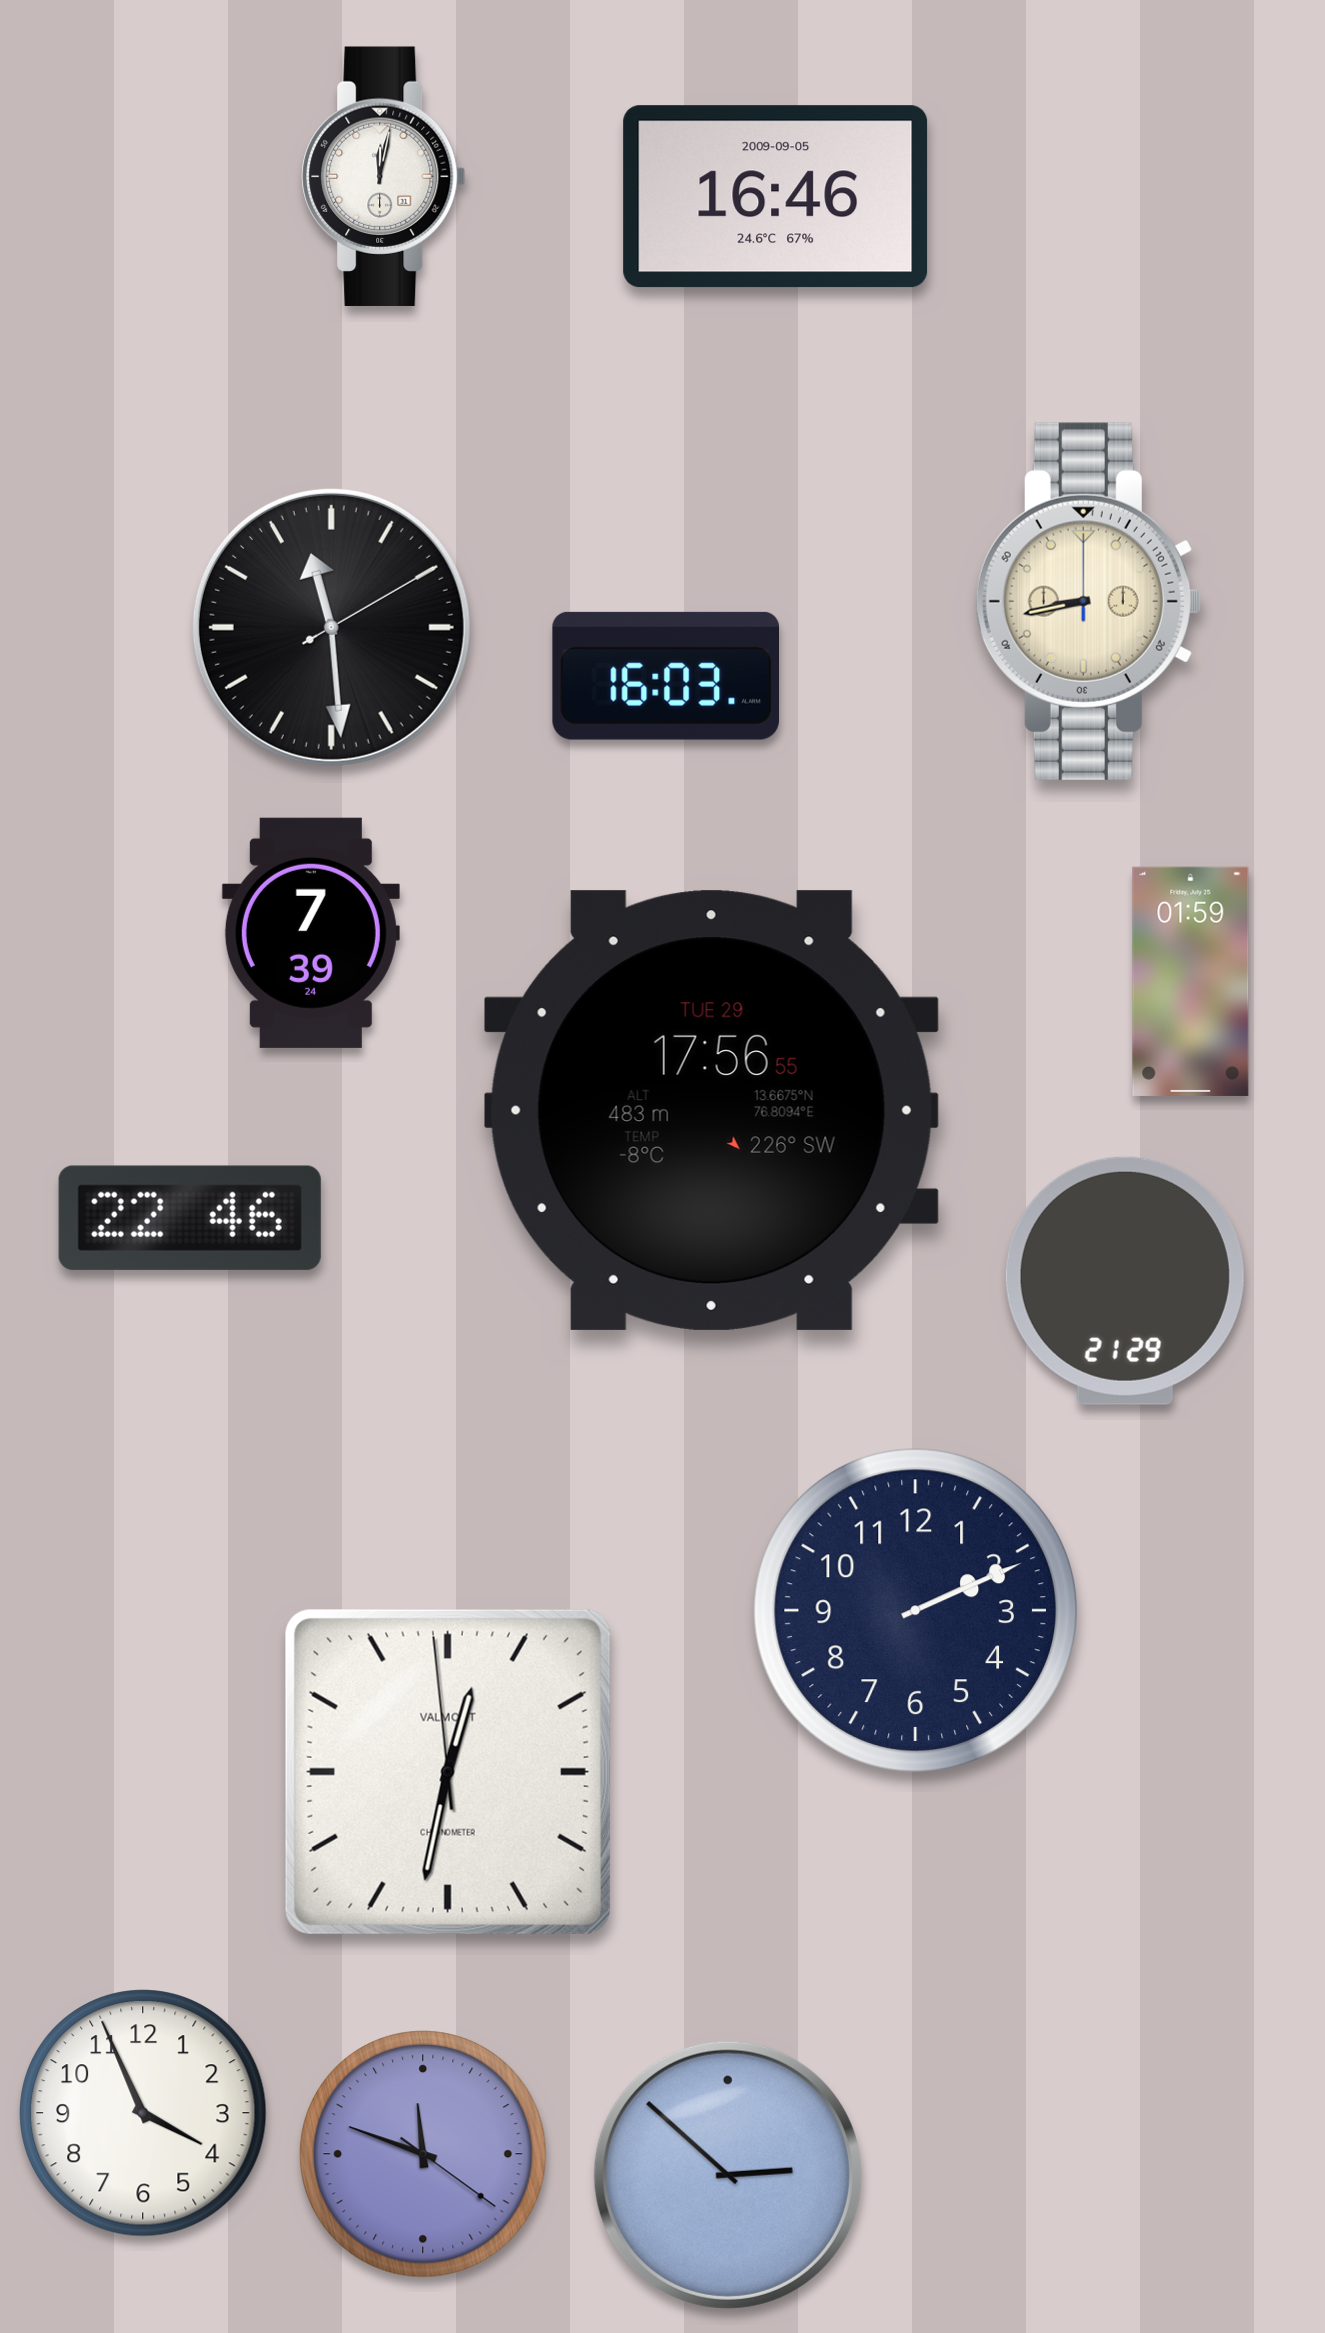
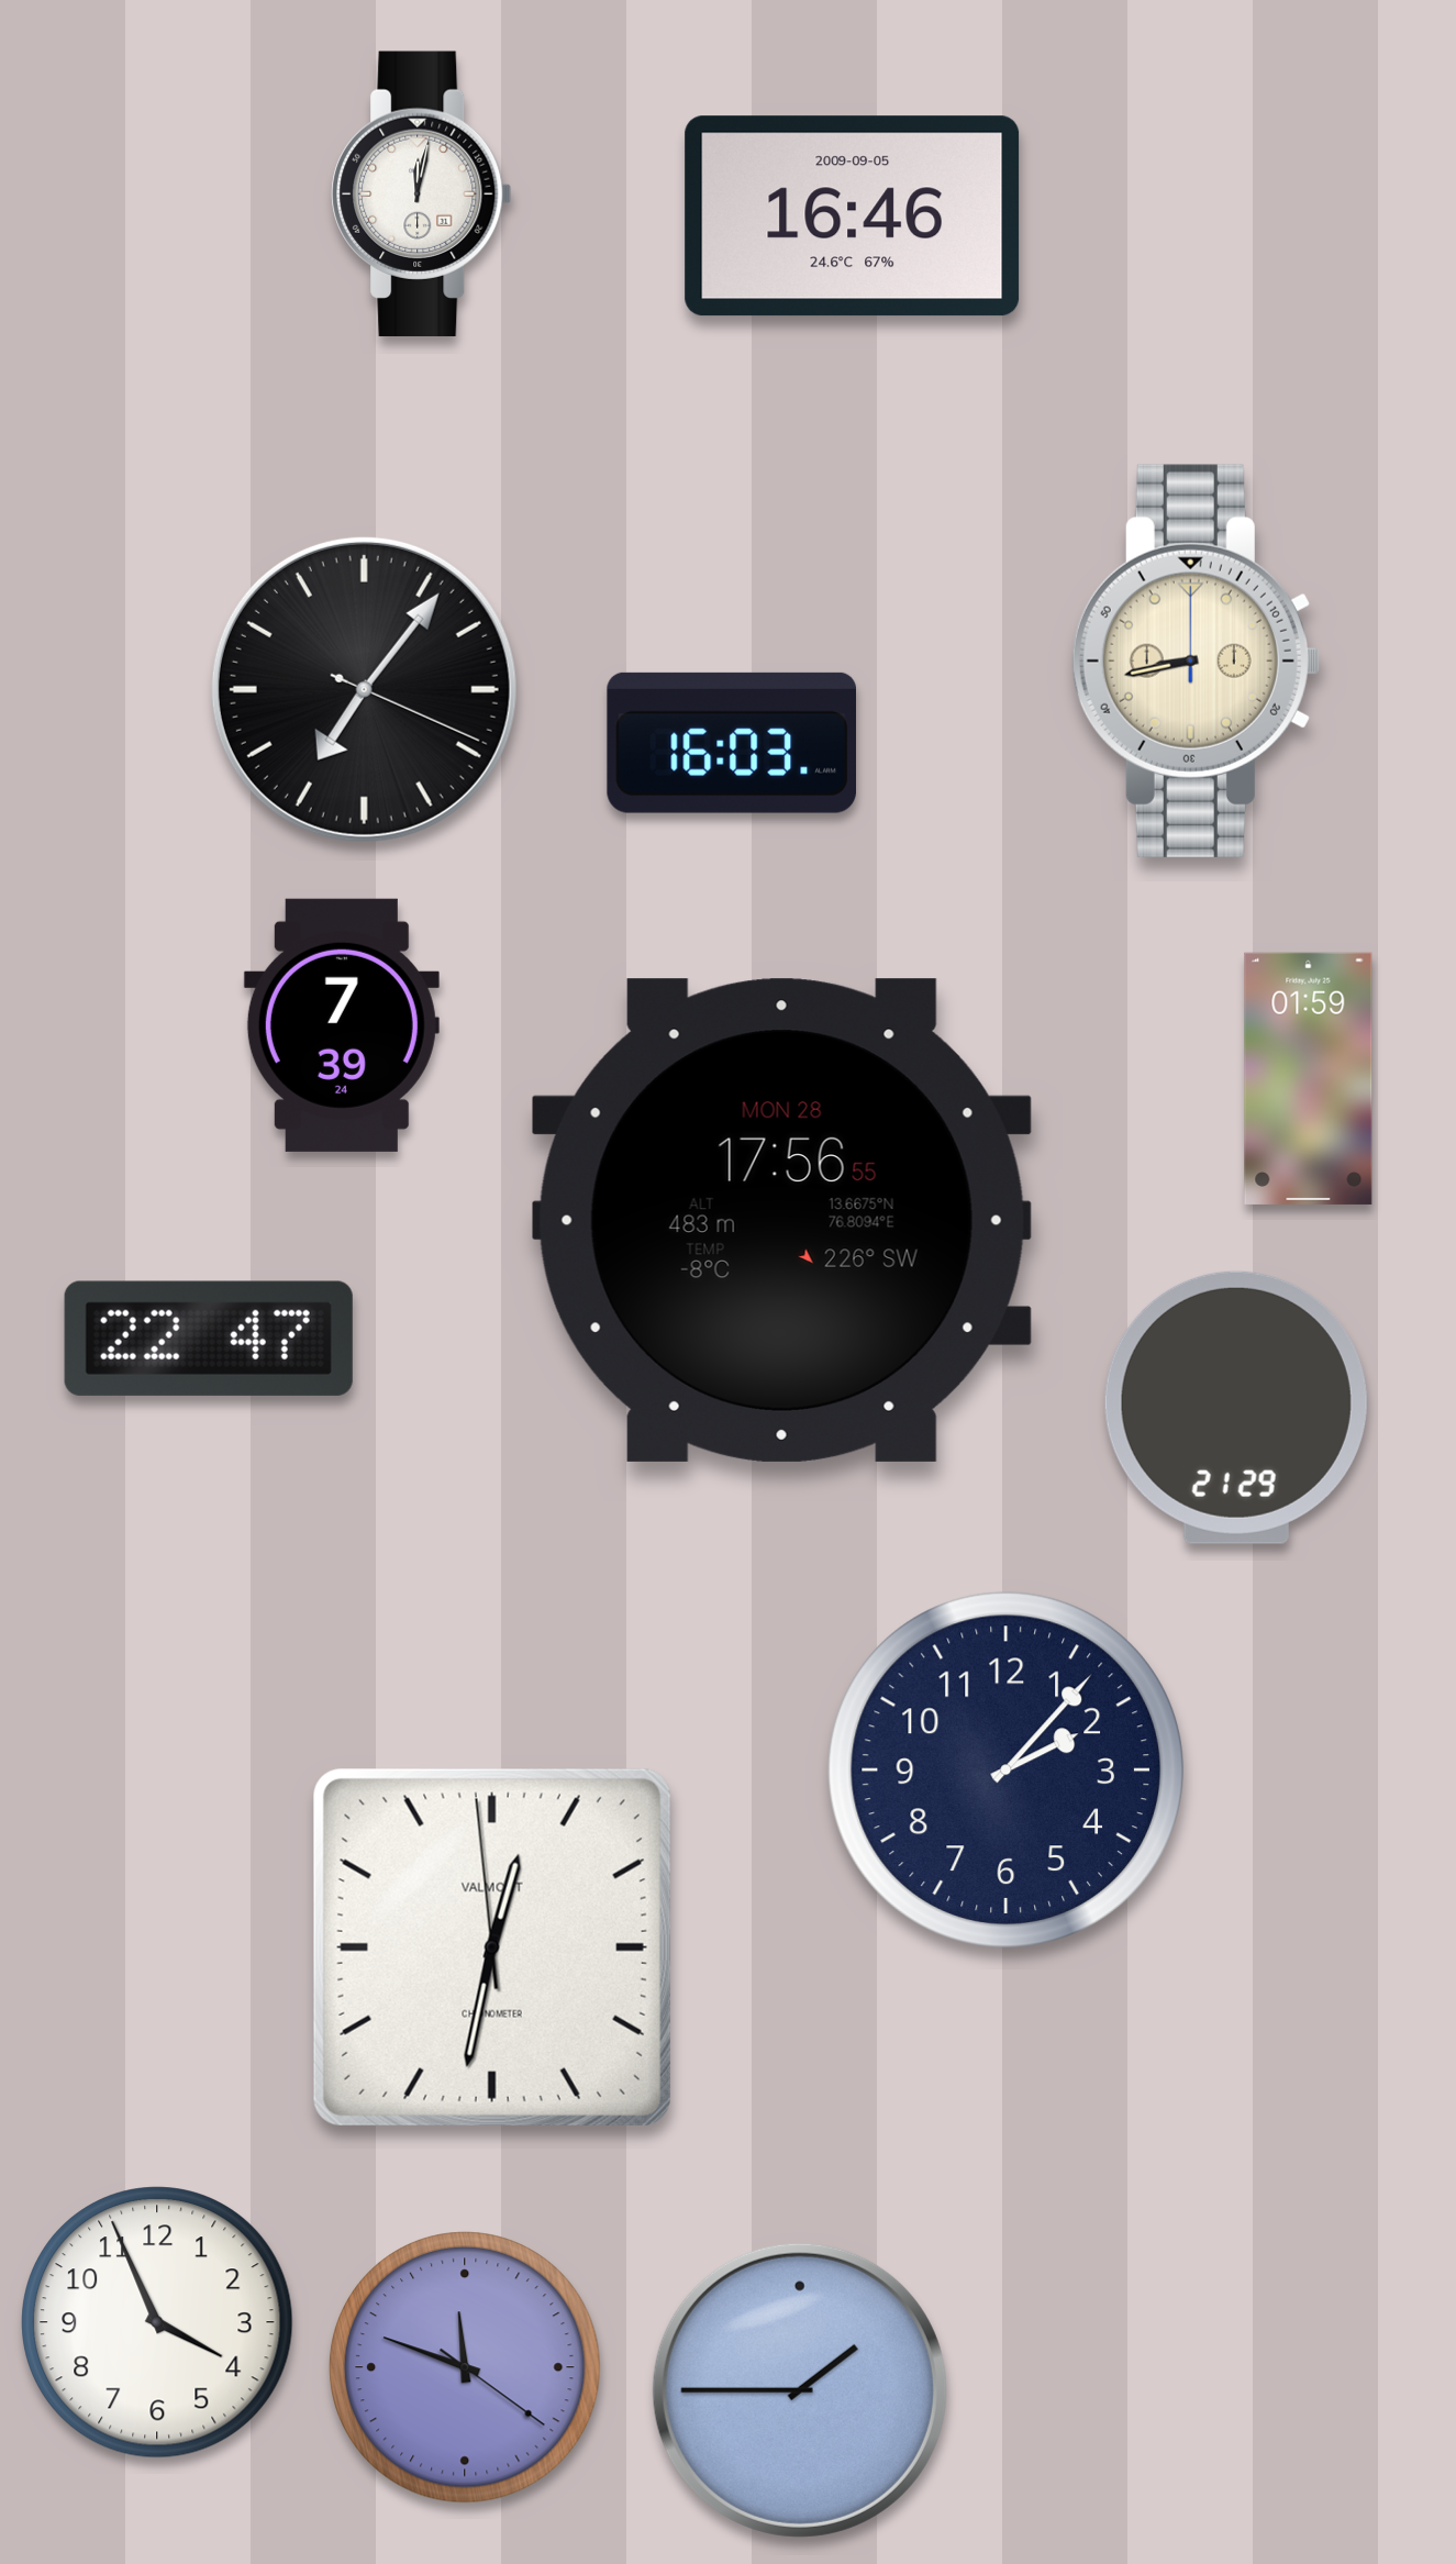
clock at (331, 627): 11:29 -> 7:06
clock at (711, 1110) date: TUE 29 -> MON 28
clock at (190, 1218): 22:46 -> 22:47
clock at (915, 1610): 2:11 -> 2:07
clock at (728, 2175): 2:52 -> 1:45
